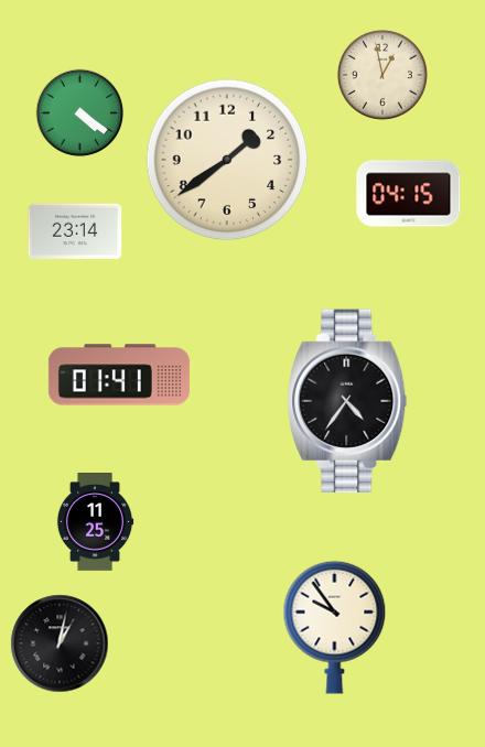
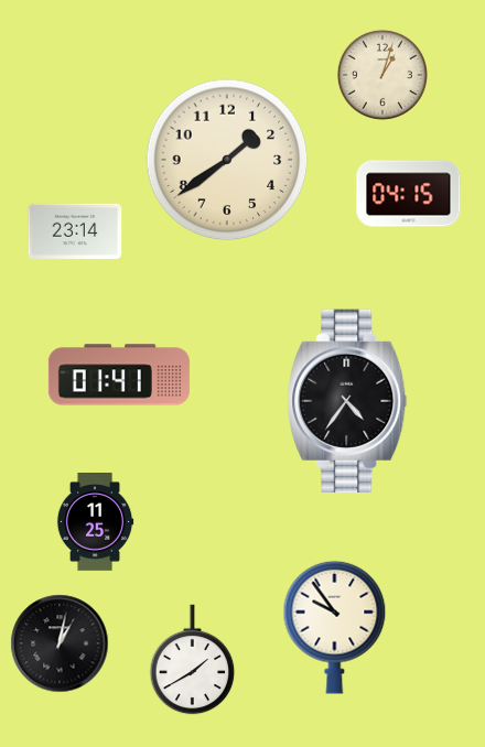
clock at (382, 75): 12:58 -> 1:03
clock at (80, 113): 4:21 -> none
clock at (193, 660): none -> 1:40
